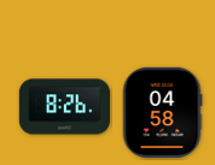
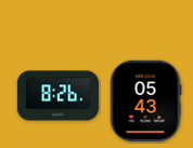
clock at (162, 112): 04:58 -> 05:43
